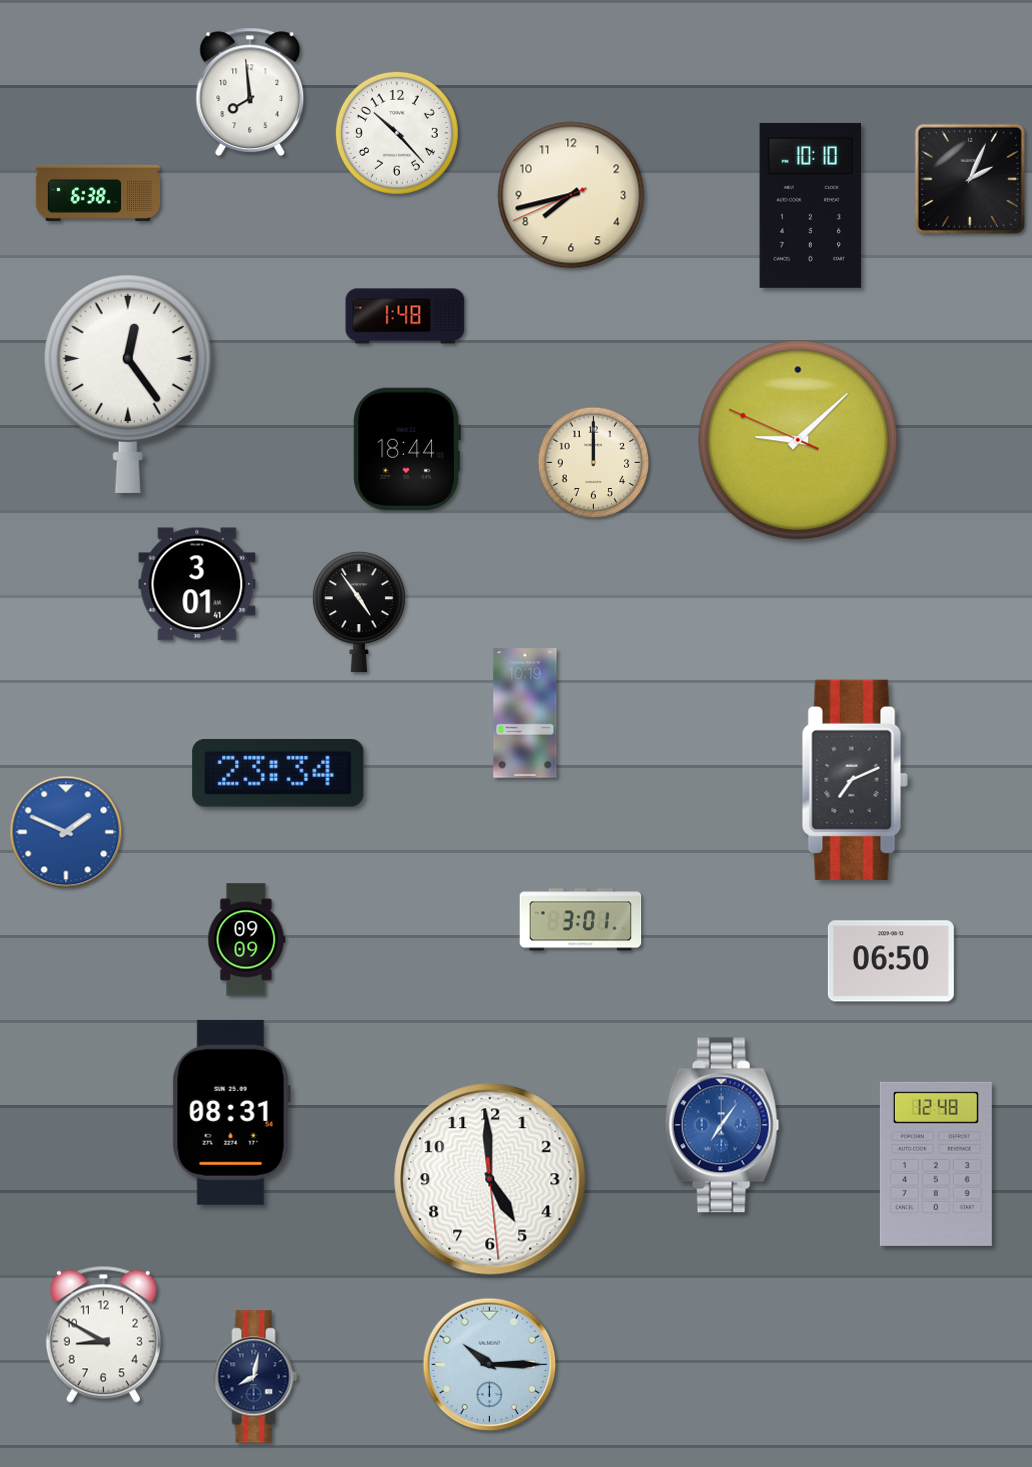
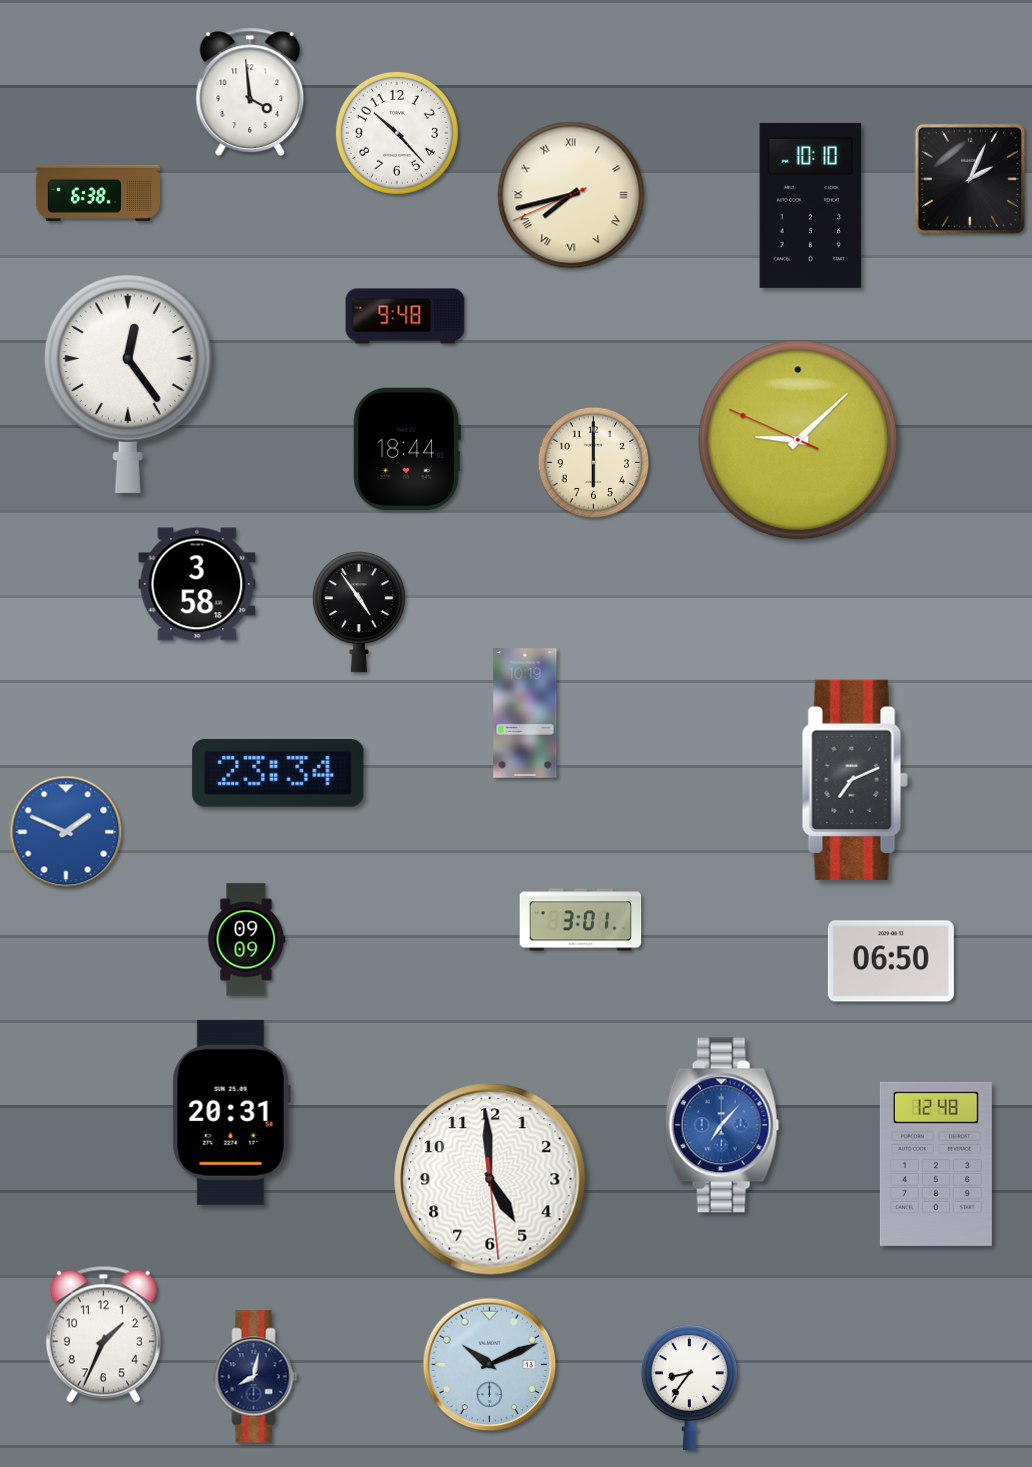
clock at (250, 92): 7:59 -> 3:59
clock at (571, 195) numerals: Arabic -> Roman
clock at (405, 316): 1:48 -> 9:48
clock at (594, 463): 12:00 -> 6:00
clock at (197, 584): 3:01 -> 3:58
clock at (231, 1112): 08:31 -> 20:31
clock at (722, 1125): 7:06 -> 7:07
clock at (103, 1334): 8:50 -> 1:34
clock at (490, 1365): 10:15 -> 10:11
clock at (689, 1387): none -> 8:36
